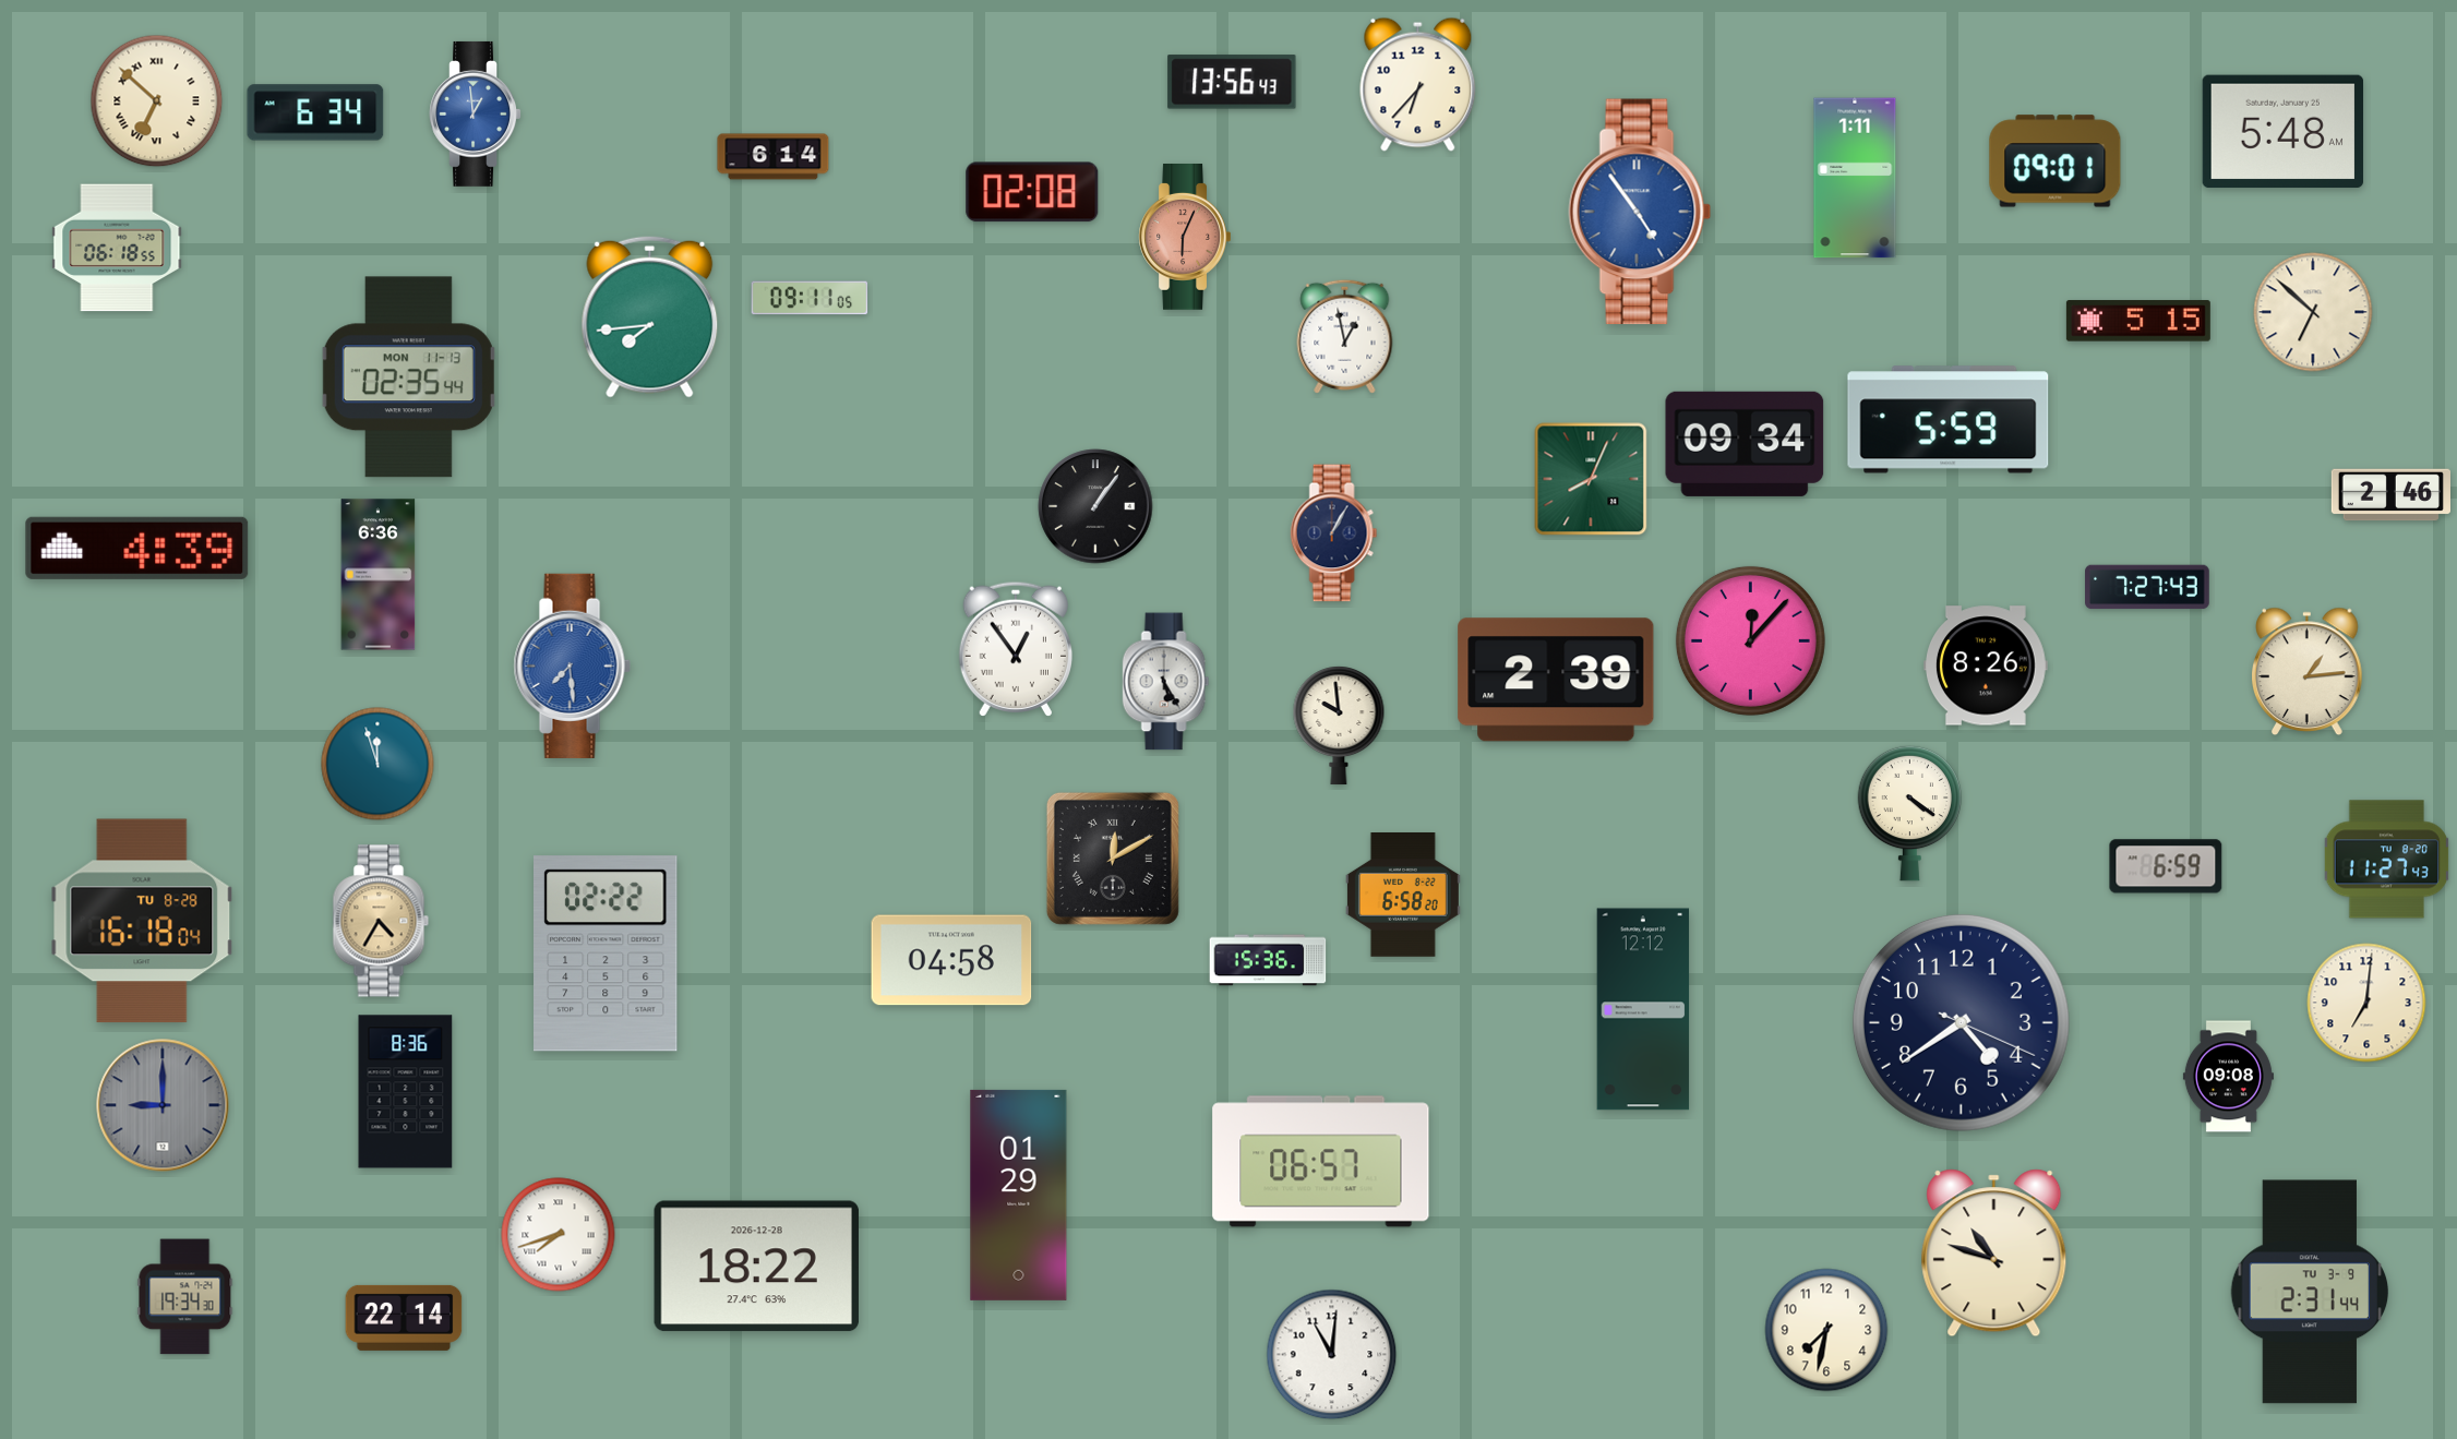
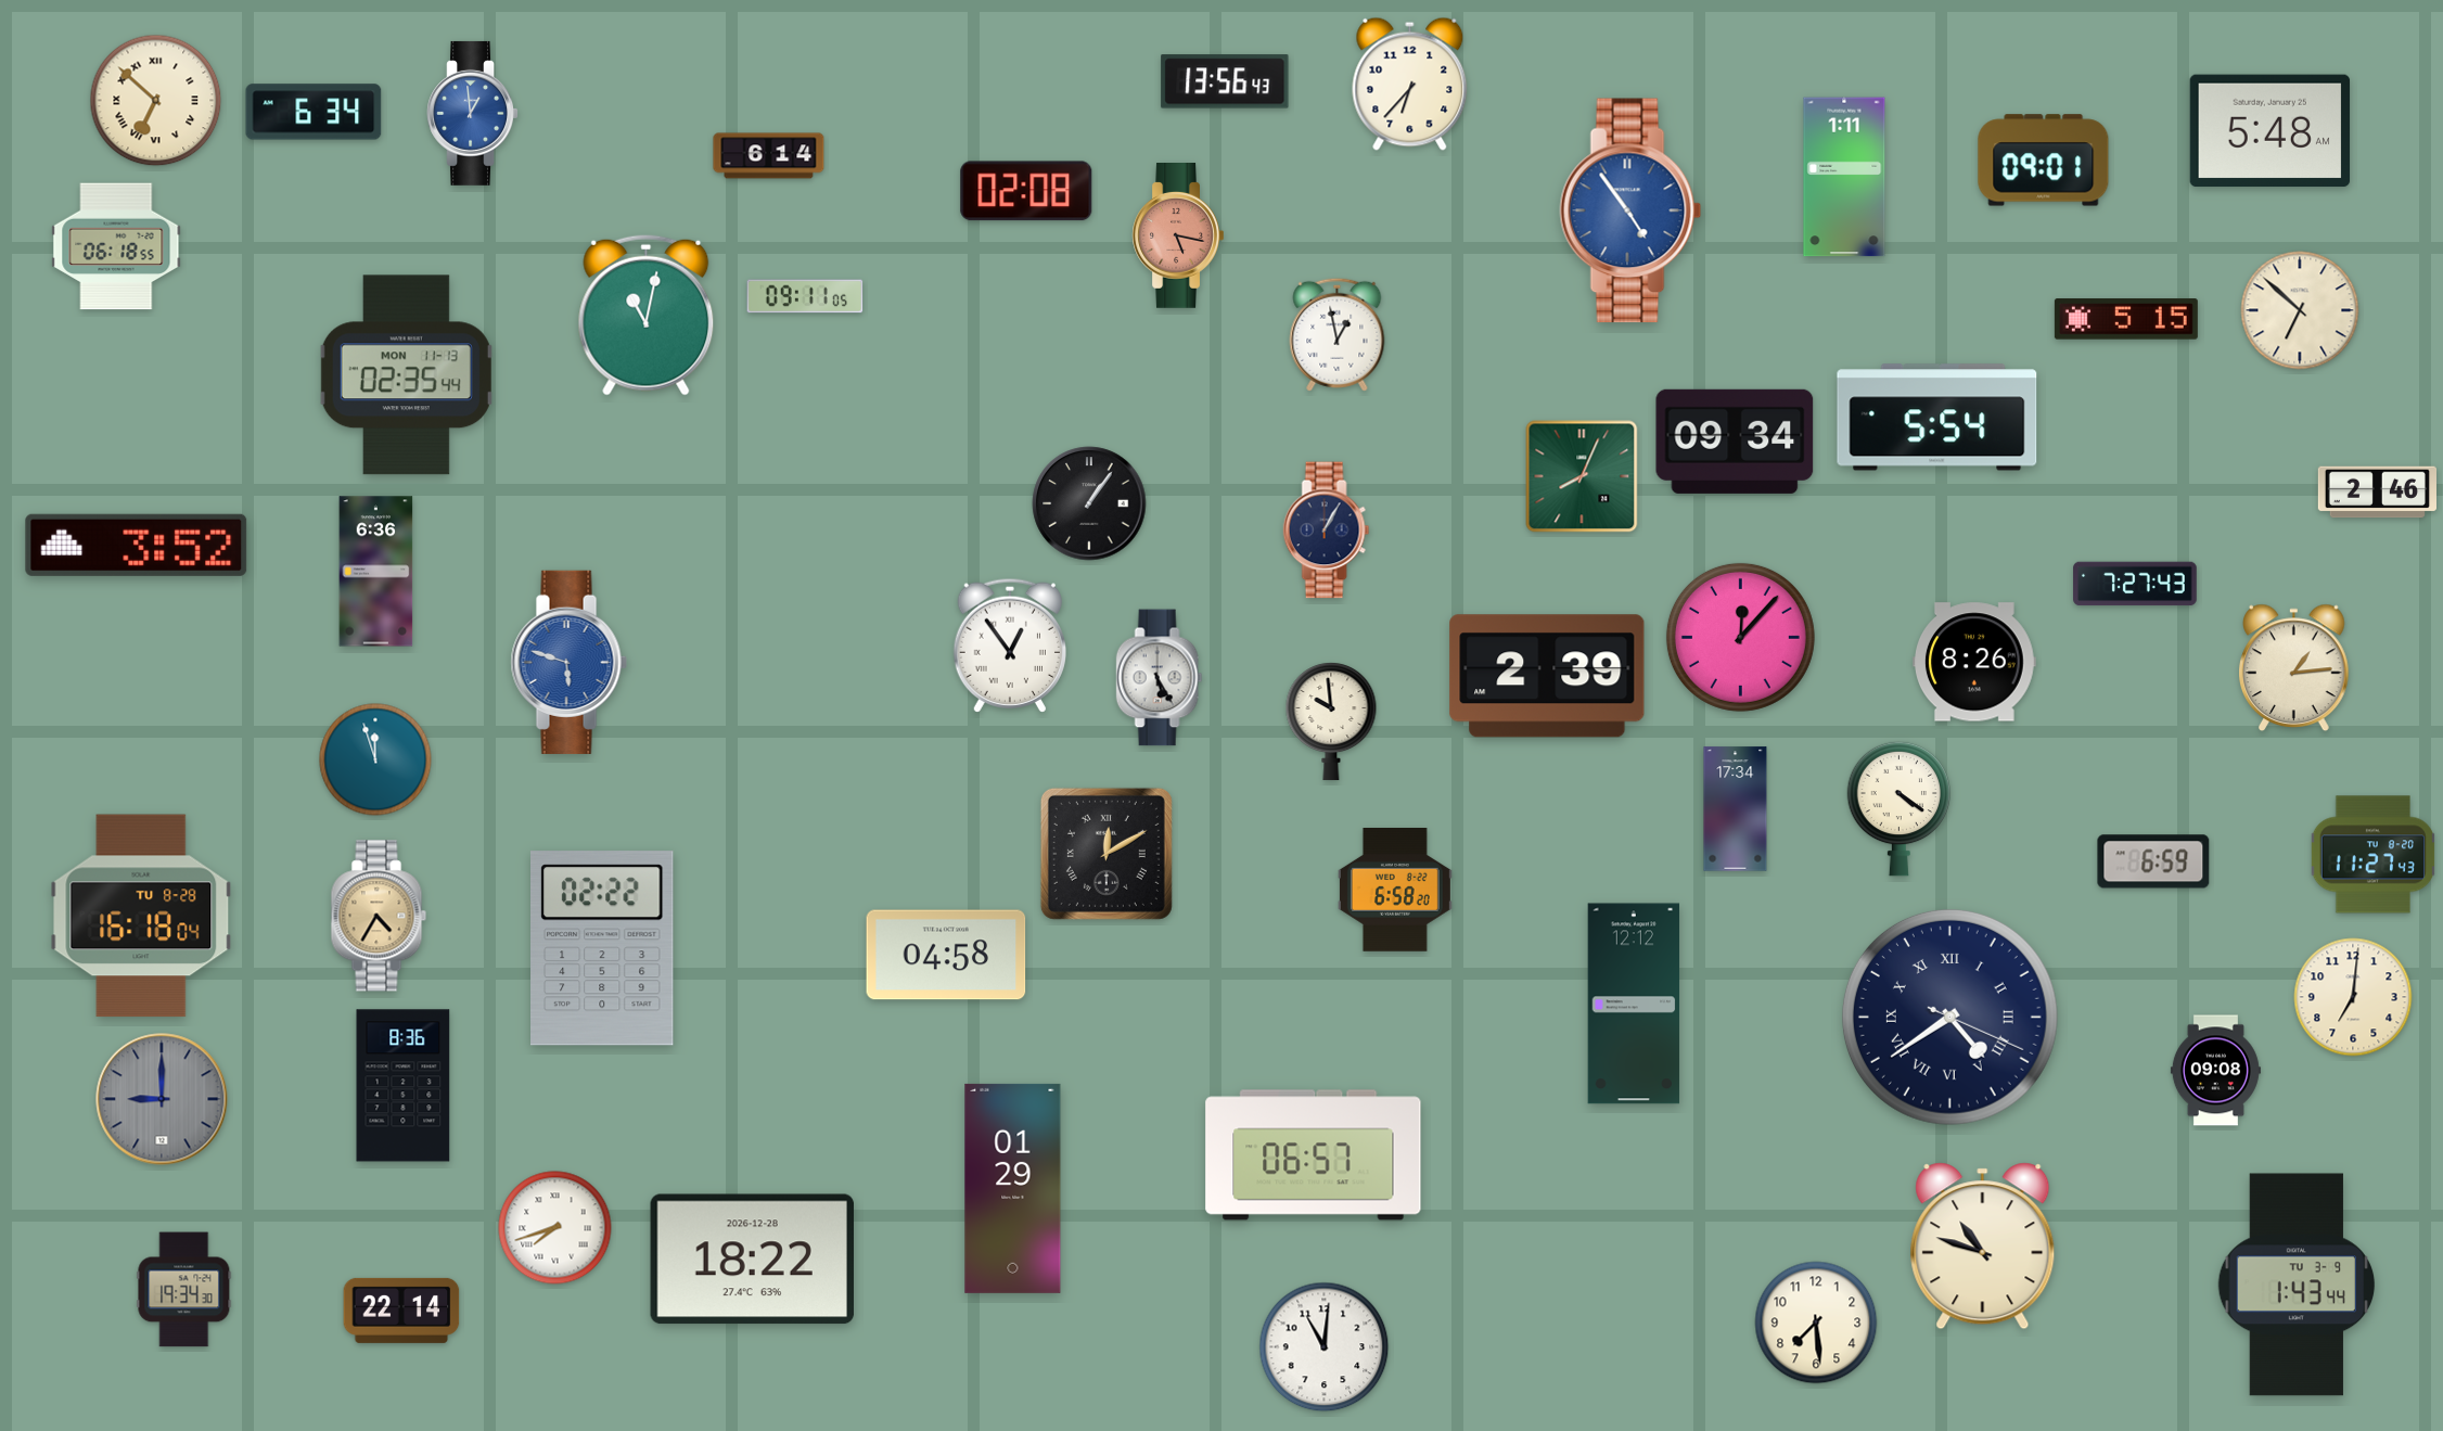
clock at (1185, 238): 6:04 -> 5:17
clock at (650, 316): 7:44 -> 11:02
clock at (1949, 420): 5:59 -> 5:54
clock at (137, 548): 4:39 -> 3:52
clock at (572, 665): 7:29 -> 5:48
clock at (1736, 809): none -> 17:34
clock at (1268, 960): 15:36 -> none
clock at (1961, 1022) numerals: Arabic -> Roman
clock at (2310, 1292): 2:31 -> 1:43
clock at (1826, 1330): 7:32 -> 7:29
